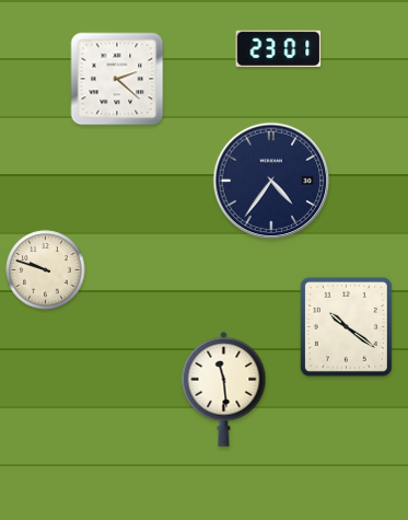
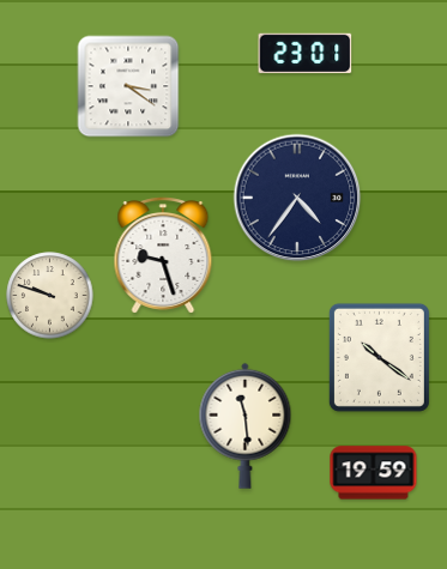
clock at (117, 79): 2:22 -> 3:21
clock at (163, 255): none -> 9:27
clock at (374, 473): none -> 19:59
